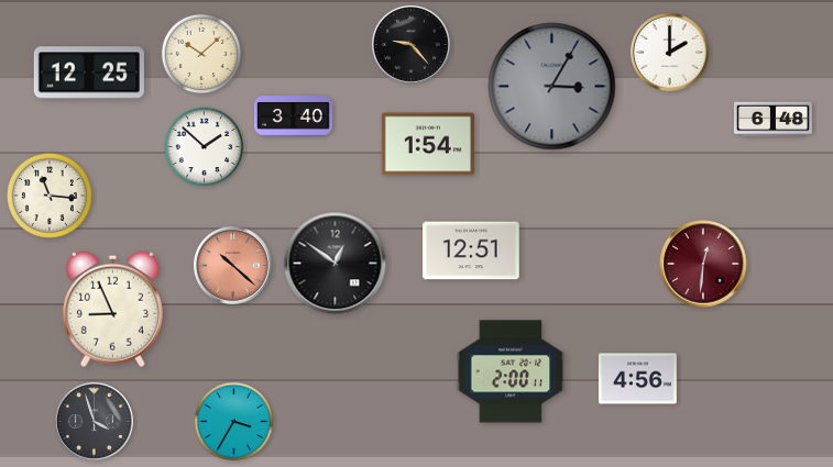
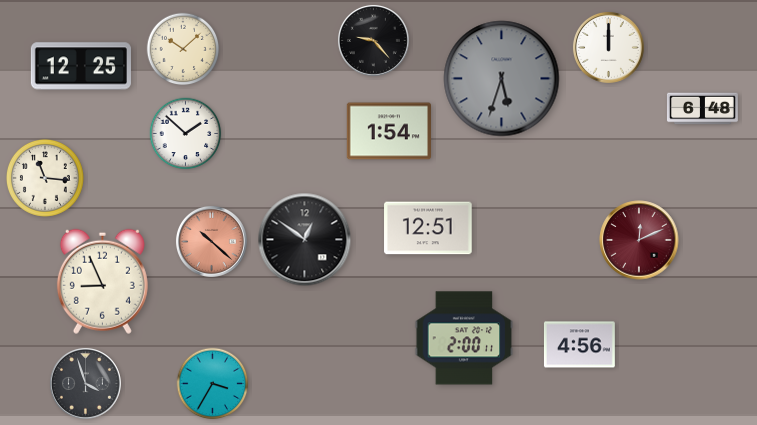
clock at (669, 52): 2:00 -> 12:00
clock at (552, 87): 3:05 -> 5:33
clock at (293, 116): 3:40 -> none
clock at (703, 264): 12:31 -> 12:11
